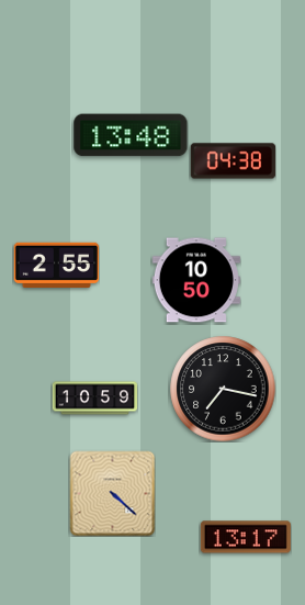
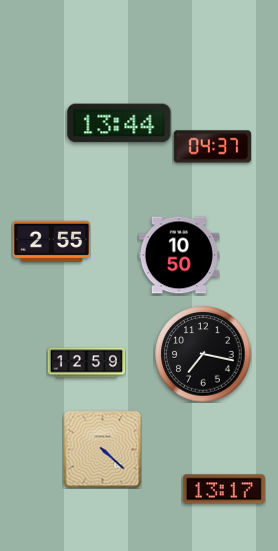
clock at (131, 135): 13:48 -> 13:44
clock at (233, 161): 04:38 -> 04:37
clock at (94, 399): 10:59 -> 12:59
